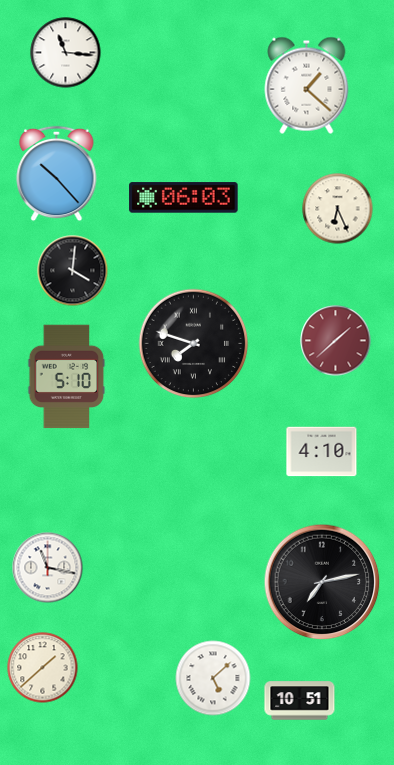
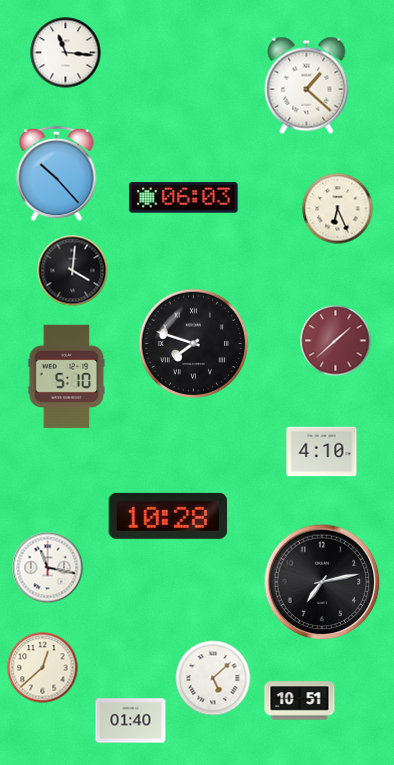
clock at (168, 516): none -> 10:28
clock at (43, 668): 1:38 -> 12:38
clock at (131, 721): none -> 01:40
